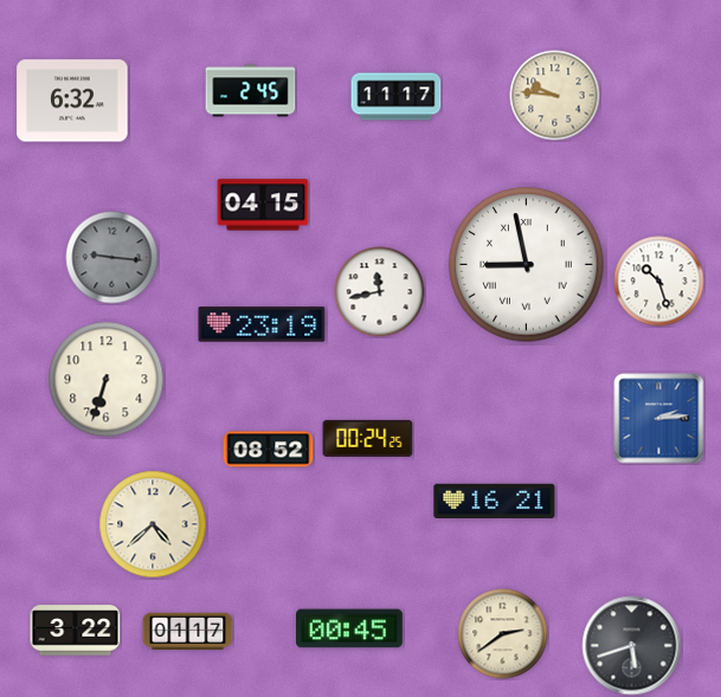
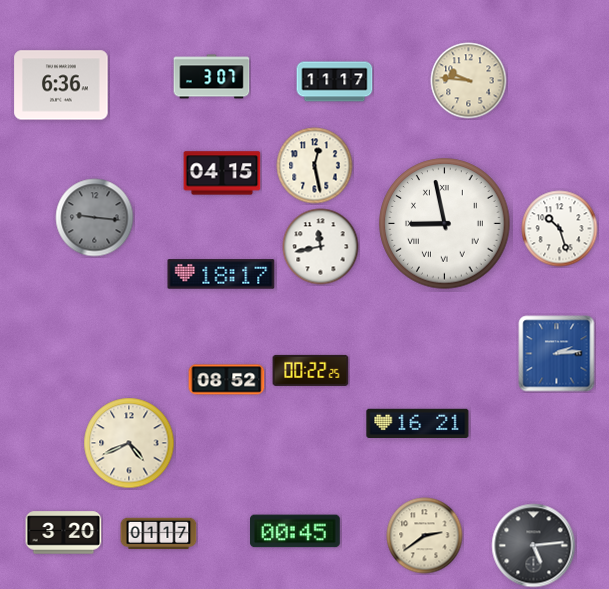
clock at (251, 91): 2:45 -> 3:07
clock at (72, 101): 6:32 -> 6:36
clock at (315, 166): none -> 12:28
clock at (659, 282) position: (659, 282) -> (560, 229)
clock at (262, 324): 23:19 -> 18:17
clock at (107, 380): 6:33 -> none
clock at (368, 438): 00:24 -> 00:22
clock at (153, 524): 4:38 -> 4:41
clock at (76, 631): 3:22 -> 3:20
clock at (632, 646): 5:42 -> 5:14
